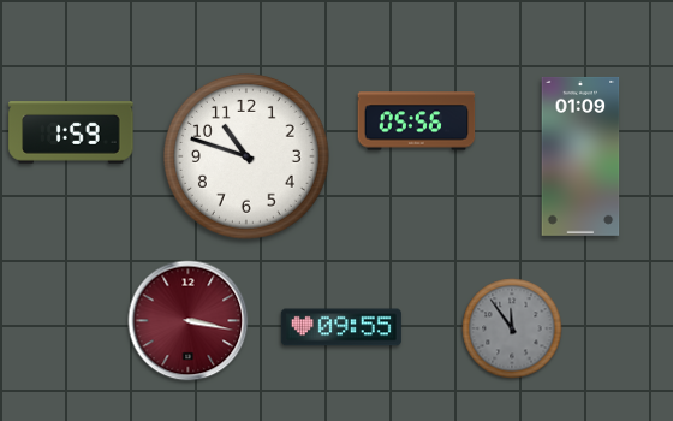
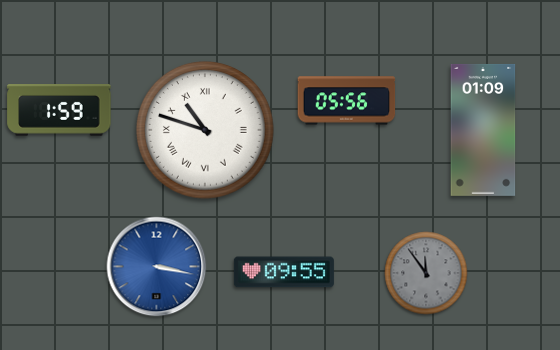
clock at (248, 158) numerals: Arabic -> Roman
clock at (189, 321) dial: burgundy -> blue
